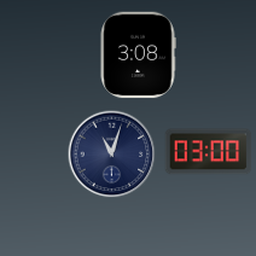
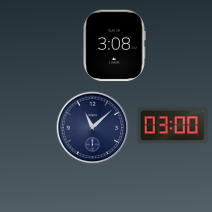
clock at (112, 155): 11:03 -> 11:08
